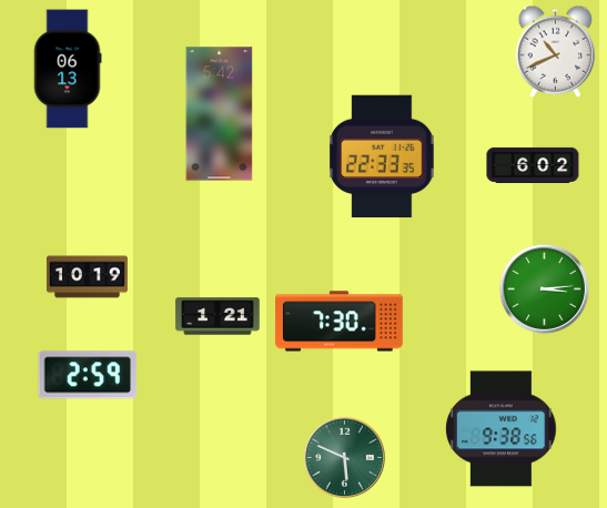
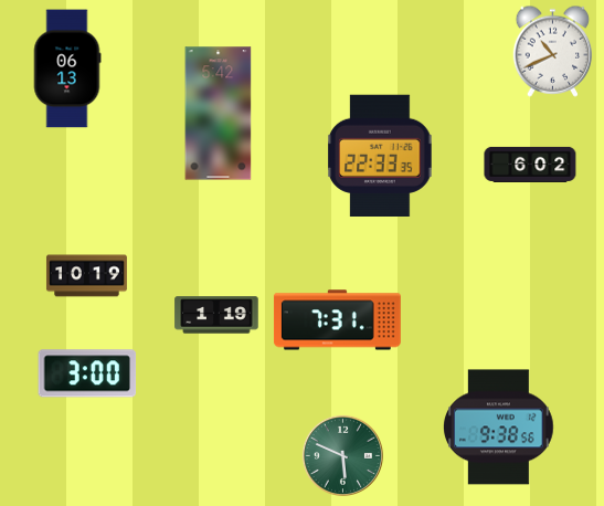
clock at (544, 288): 3:14 -> none
clock at (217, 316): 1:21 -> 1:19
clock at (338, 322): 7:30 -> 7:31
clock at (88, 375): 2:59 -> 3:00
